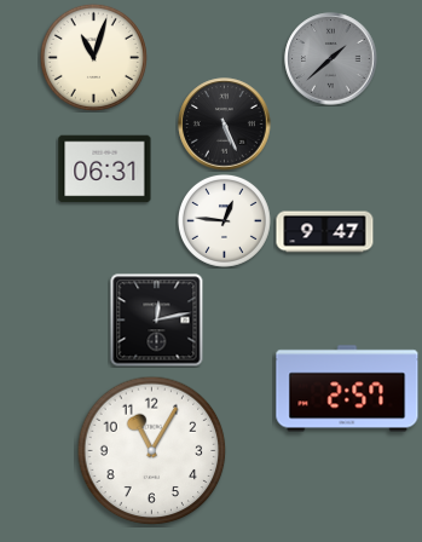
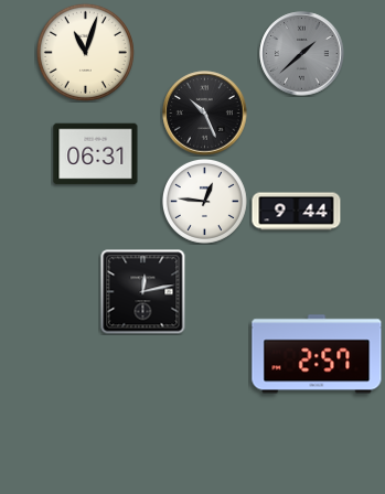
clock at (225, 125): 5:26 -> 10:26
clock at (325, 232): 9:47 -> 9:44
clock at (152, 451): 11:05 -> none
